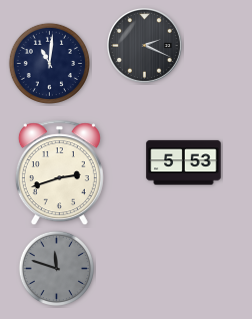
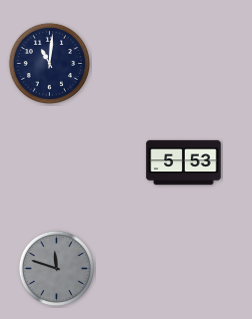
clock at (144, 45): 2:19 -> none
clock at (59, 173): 2:42 -> none
